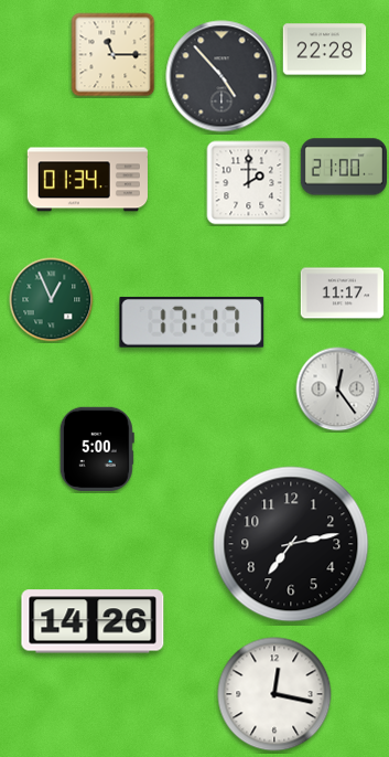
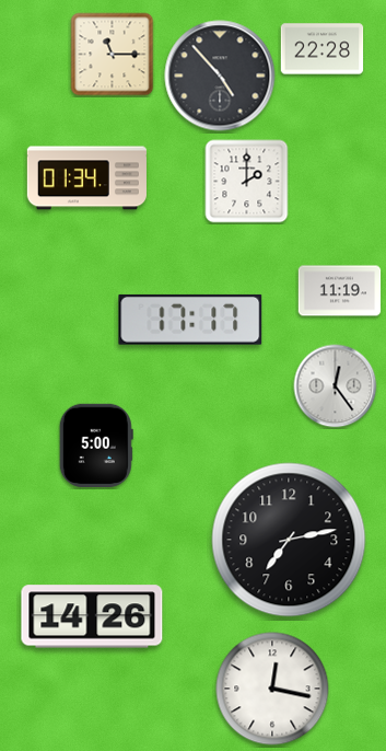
clock at (344, 167): 21:00 -> none
clock at (343, 294): 11:17 -> 11:19
clock at (52, 300): 12:56 -> none
